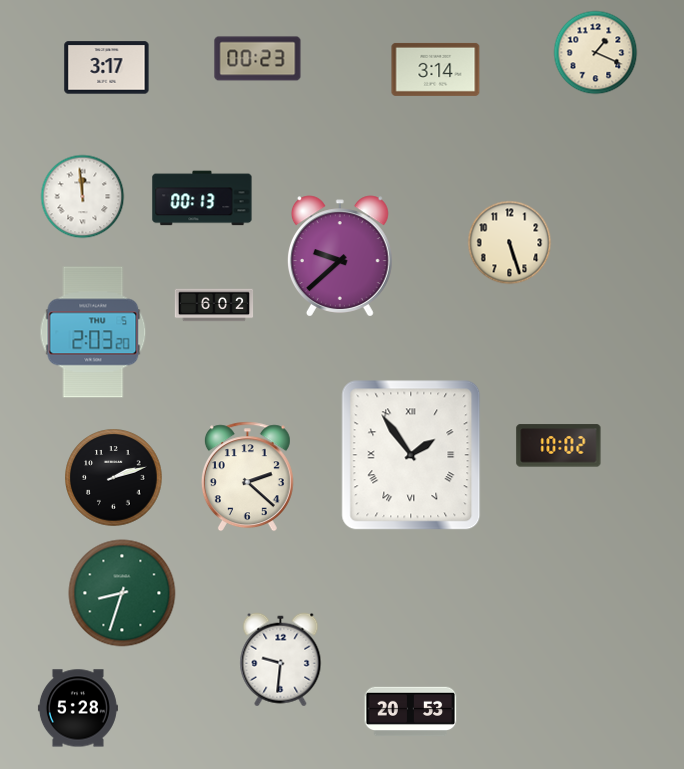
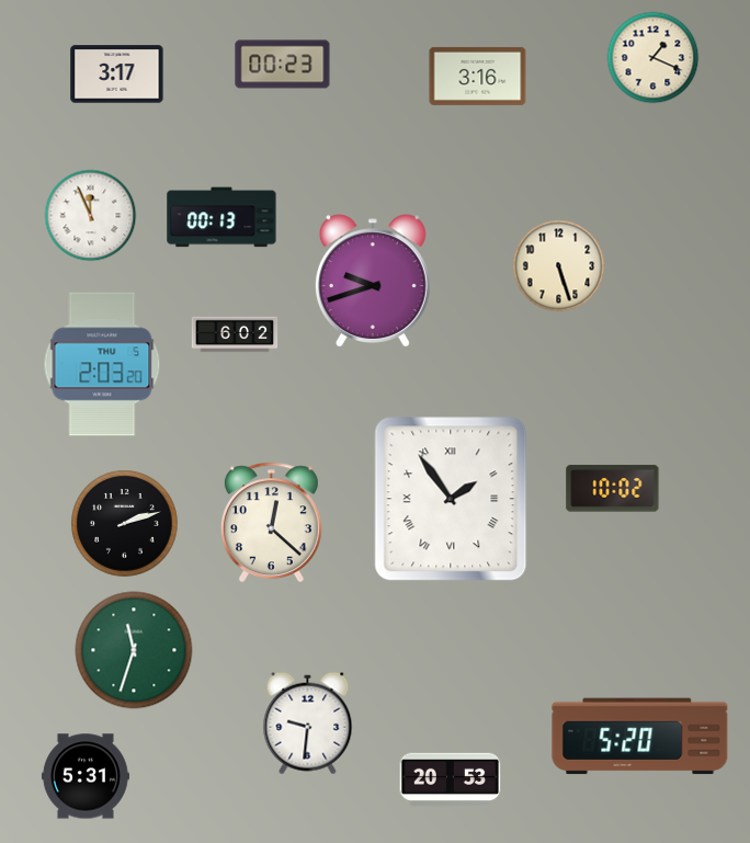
clock at (436, 69): 3:14 -> 3:16
clock at (83, 197): 11:59 -> 11:56
clock at (340, 256): 9:38 -> 9:42
clock at (247, 477): 2:22 -> 12:22
clock at (122, 593): 8:33 -> 11:33
clock at (640, 737): none -> 5:20
clock at (78, 708): 5:28 -> 5:31
